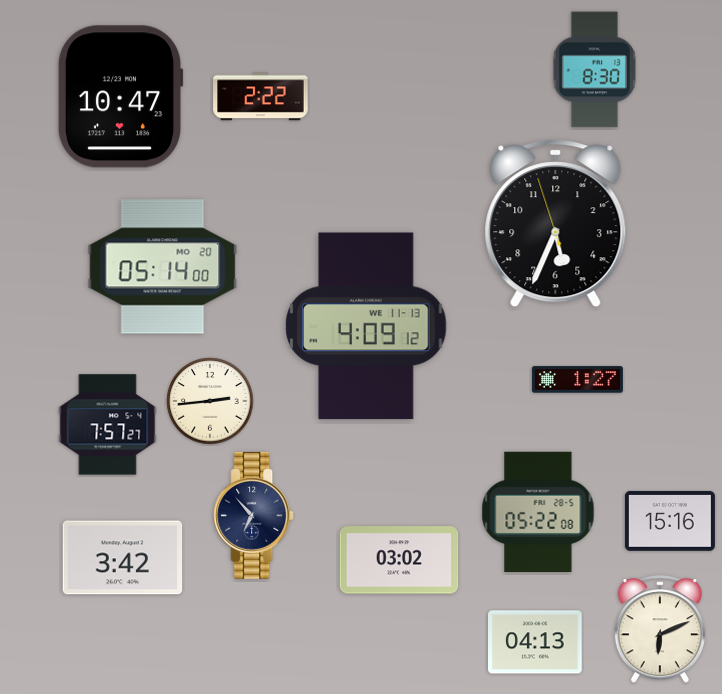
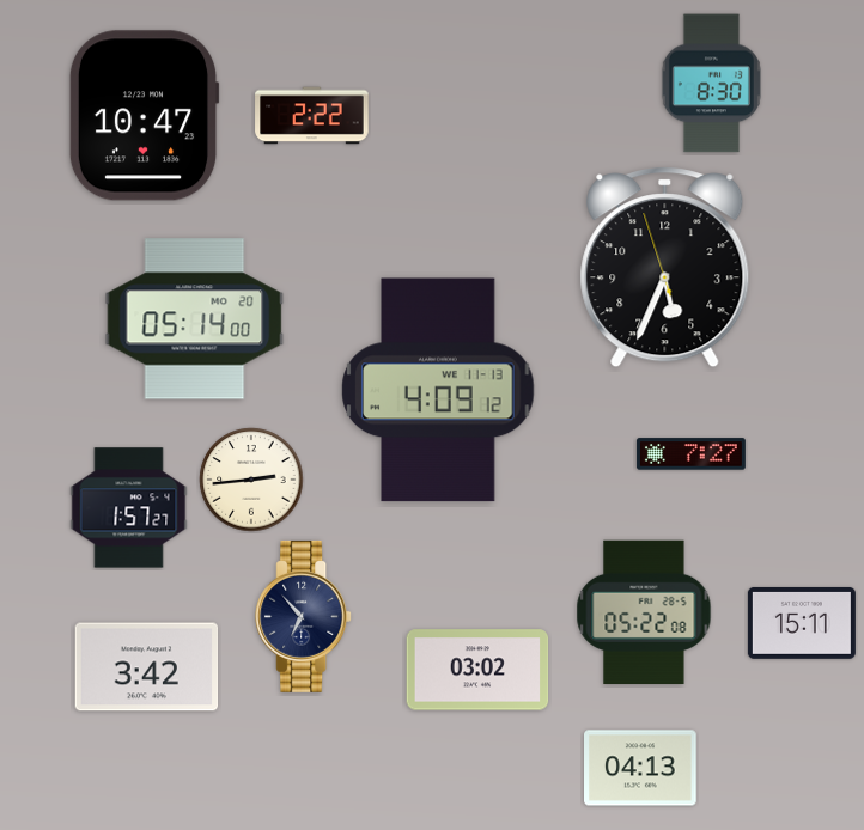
clock at (577, 380): 1:27 -> 7:27
clock at (108, 425): 7:57 -> 1:57
clock at (670, 521): 15:16 -> 15:11
clock at (660, 630): 6:11 -> none
